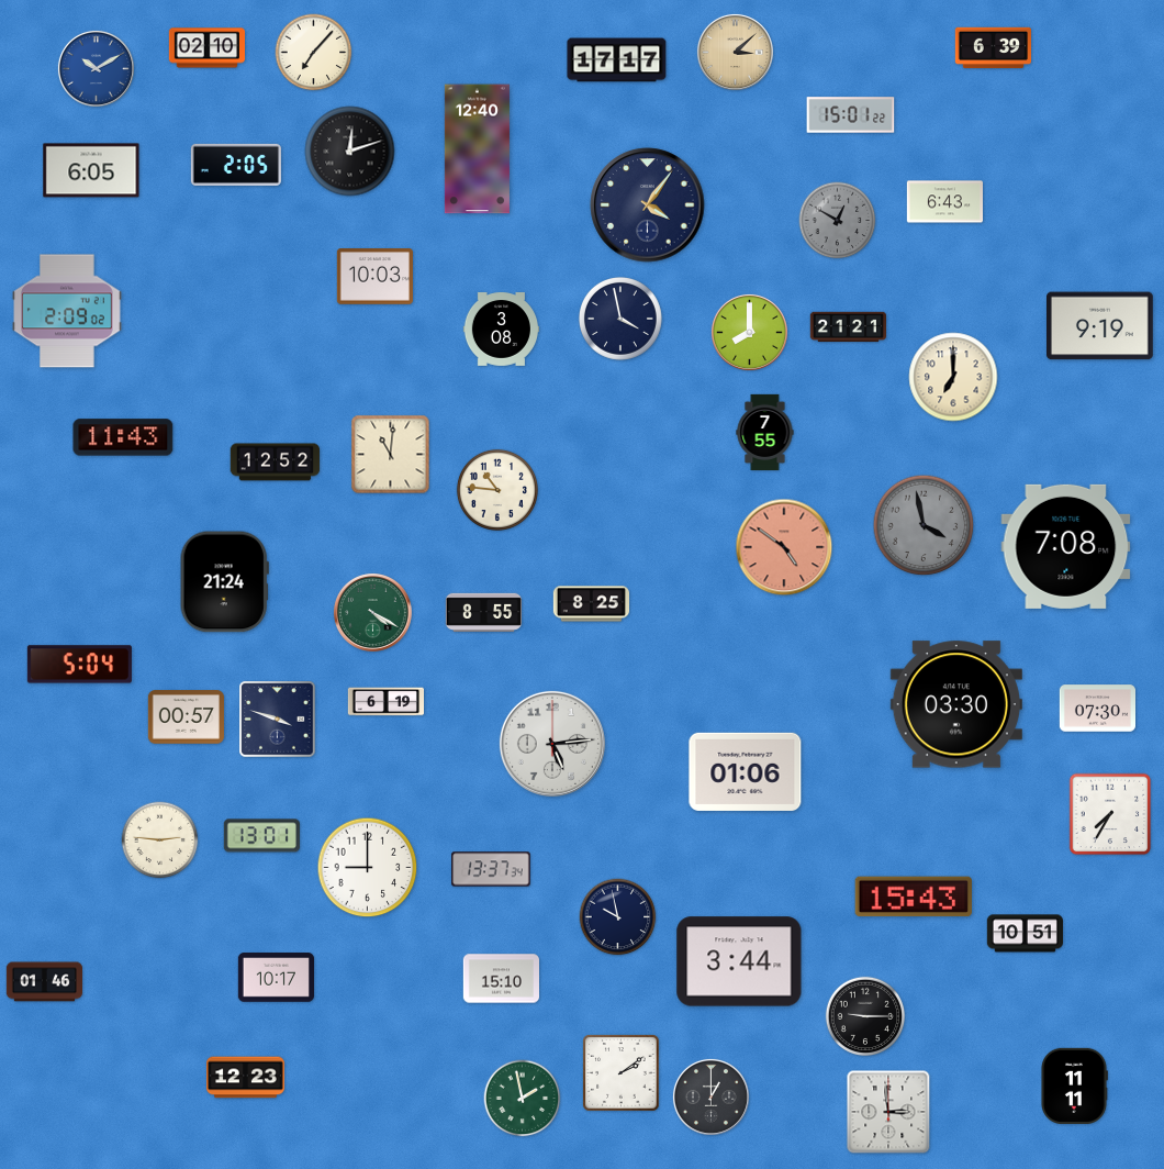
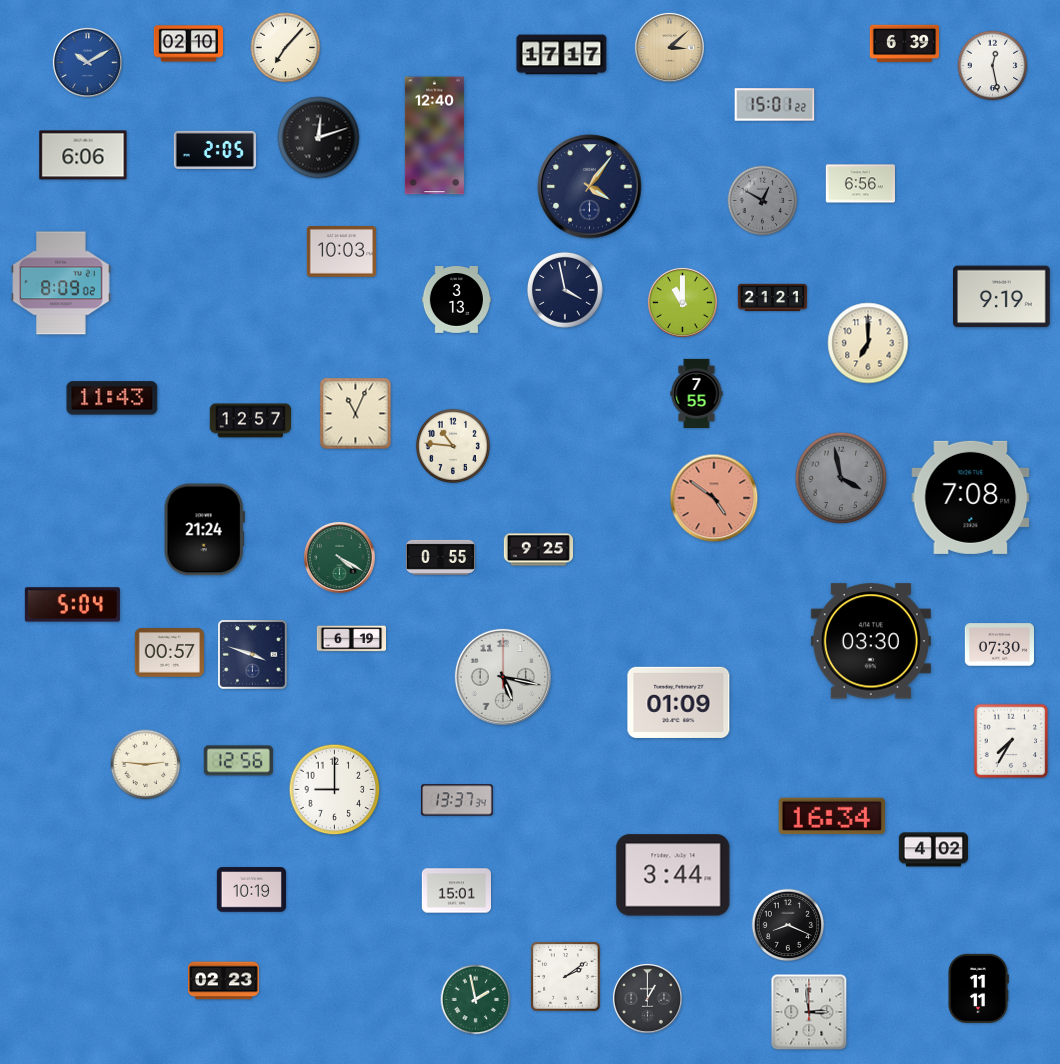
clock at (993, 66): none -> 12:28
clock at (91, 170): 6:05 -> 6:06
clock at (944, 202): 6:43 -> 6:56
clock at (67, 311): 2:09 -> 8:09
clock at (501, 330): 3:08 -> 3:13
clock at (749, 332): 8:00 -> 11:00
clock at (391, 455): 11:01 -> 11:04
clock at (276, 463): 12:52 -> 12:57
clock at (591, 604): 8:25 -> 9:25
clock at (483, 612): 8:55 -> 0:55
clock at (552, 744): 5:14 -> 5:17
clock at (746, 771): 01:06 -> 01:09
clock at (261, 836): 13:01 -> 12:56
clock at (491, 869) position: (491, 869) -> (457, 800)
clock at (913, 897): 15:43 -> 16:34
clock at (618, 917): 9:58 -> none
clock at (1025, 934): 10:51 -> 4:02
clock at (276, 978): 10:17 -> 10:19
clock at (501, 979): 15:10 -> 15:01
clock at (44, 982): 01:46 -> none
clock at (865, 1016): 9:15 -> 8:19
clock at (246, 1078): 12:23 -> 02:23
